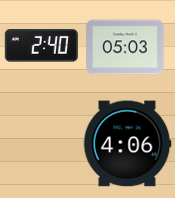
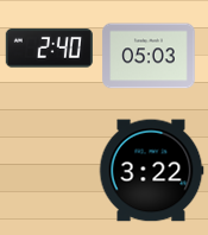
clock at (41, 46) position: (41, 46) -> (49, 49)
clock at (127, 144): 4:06 -> 3:22
